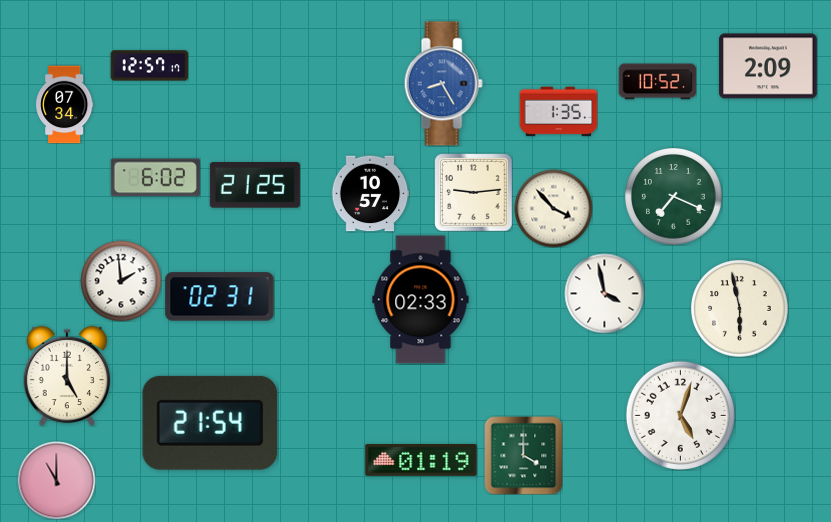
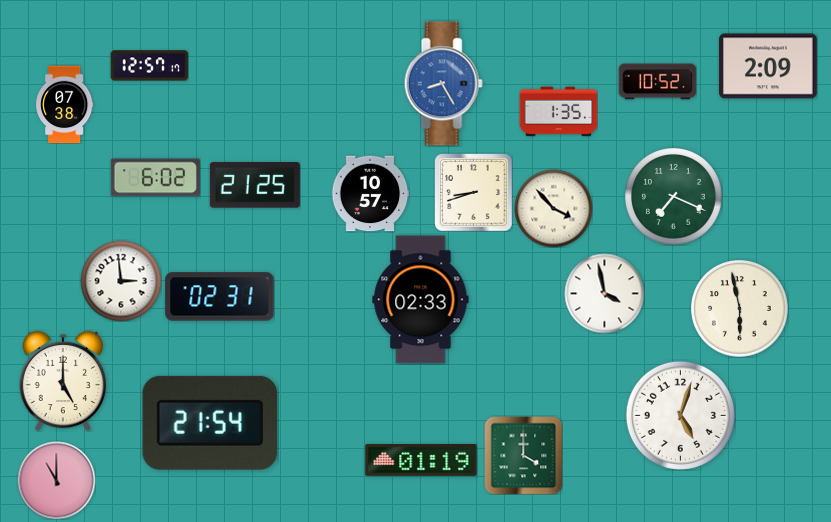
clock at (65, 104): 07:34 -> 07:38
clock at (473, 192): 9:14 -> 8:42
clock at (121, 281): 1:59 -> 2:59
clock at (67, 376) position: (67, 376) -> (63, 381)
